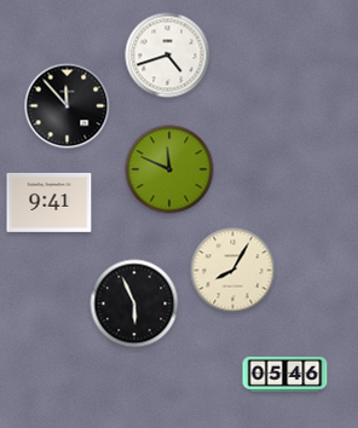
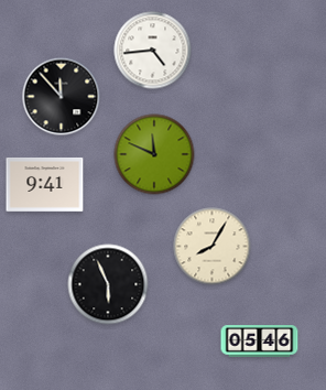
clock at (168, 56): 4:42 -> 4:44
clock at (134, 303) position: (134, 303) -> (108, 284)
